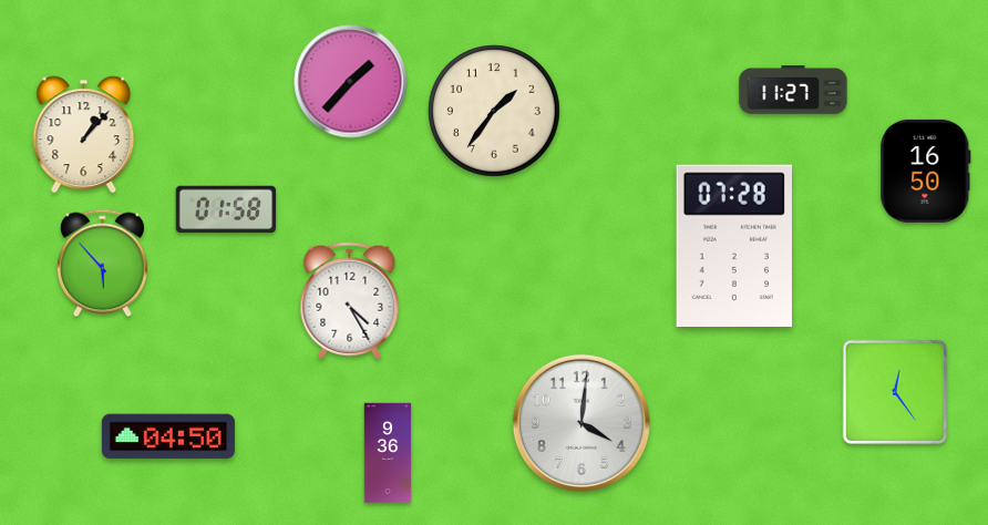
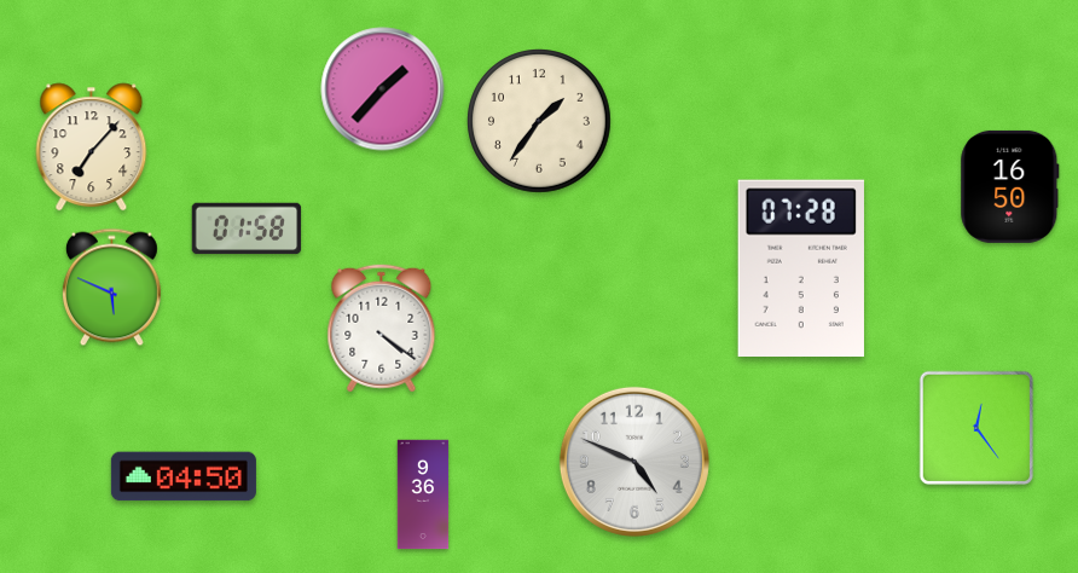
clock at (793, 90): 11:27 -> none
clock at (84, 135): 1:07 -> 7:07
clock at (102, 264): 5:53 -> 5:49
clock at (350, 301): 4:25 -> 4:21
clock at (582, 423): 4:01 -> 4:49
